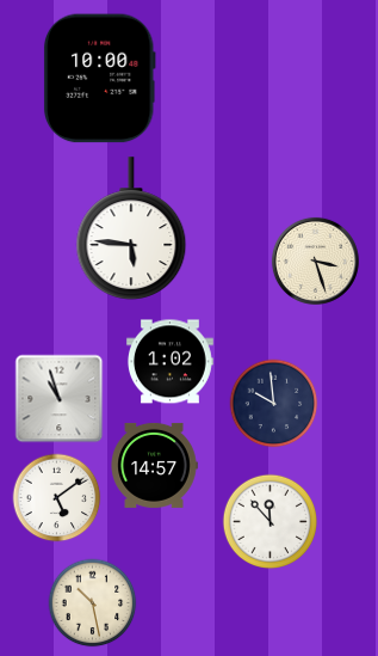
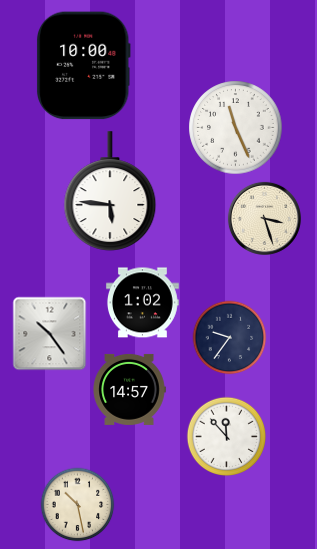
clock at (236, 128): none -> 11:26
clock at (60, 399): 10:57 -> 10:24
clock at (274, 404): 9:59 -> 9:36
clock at (57, 498): 5:09 -> none
